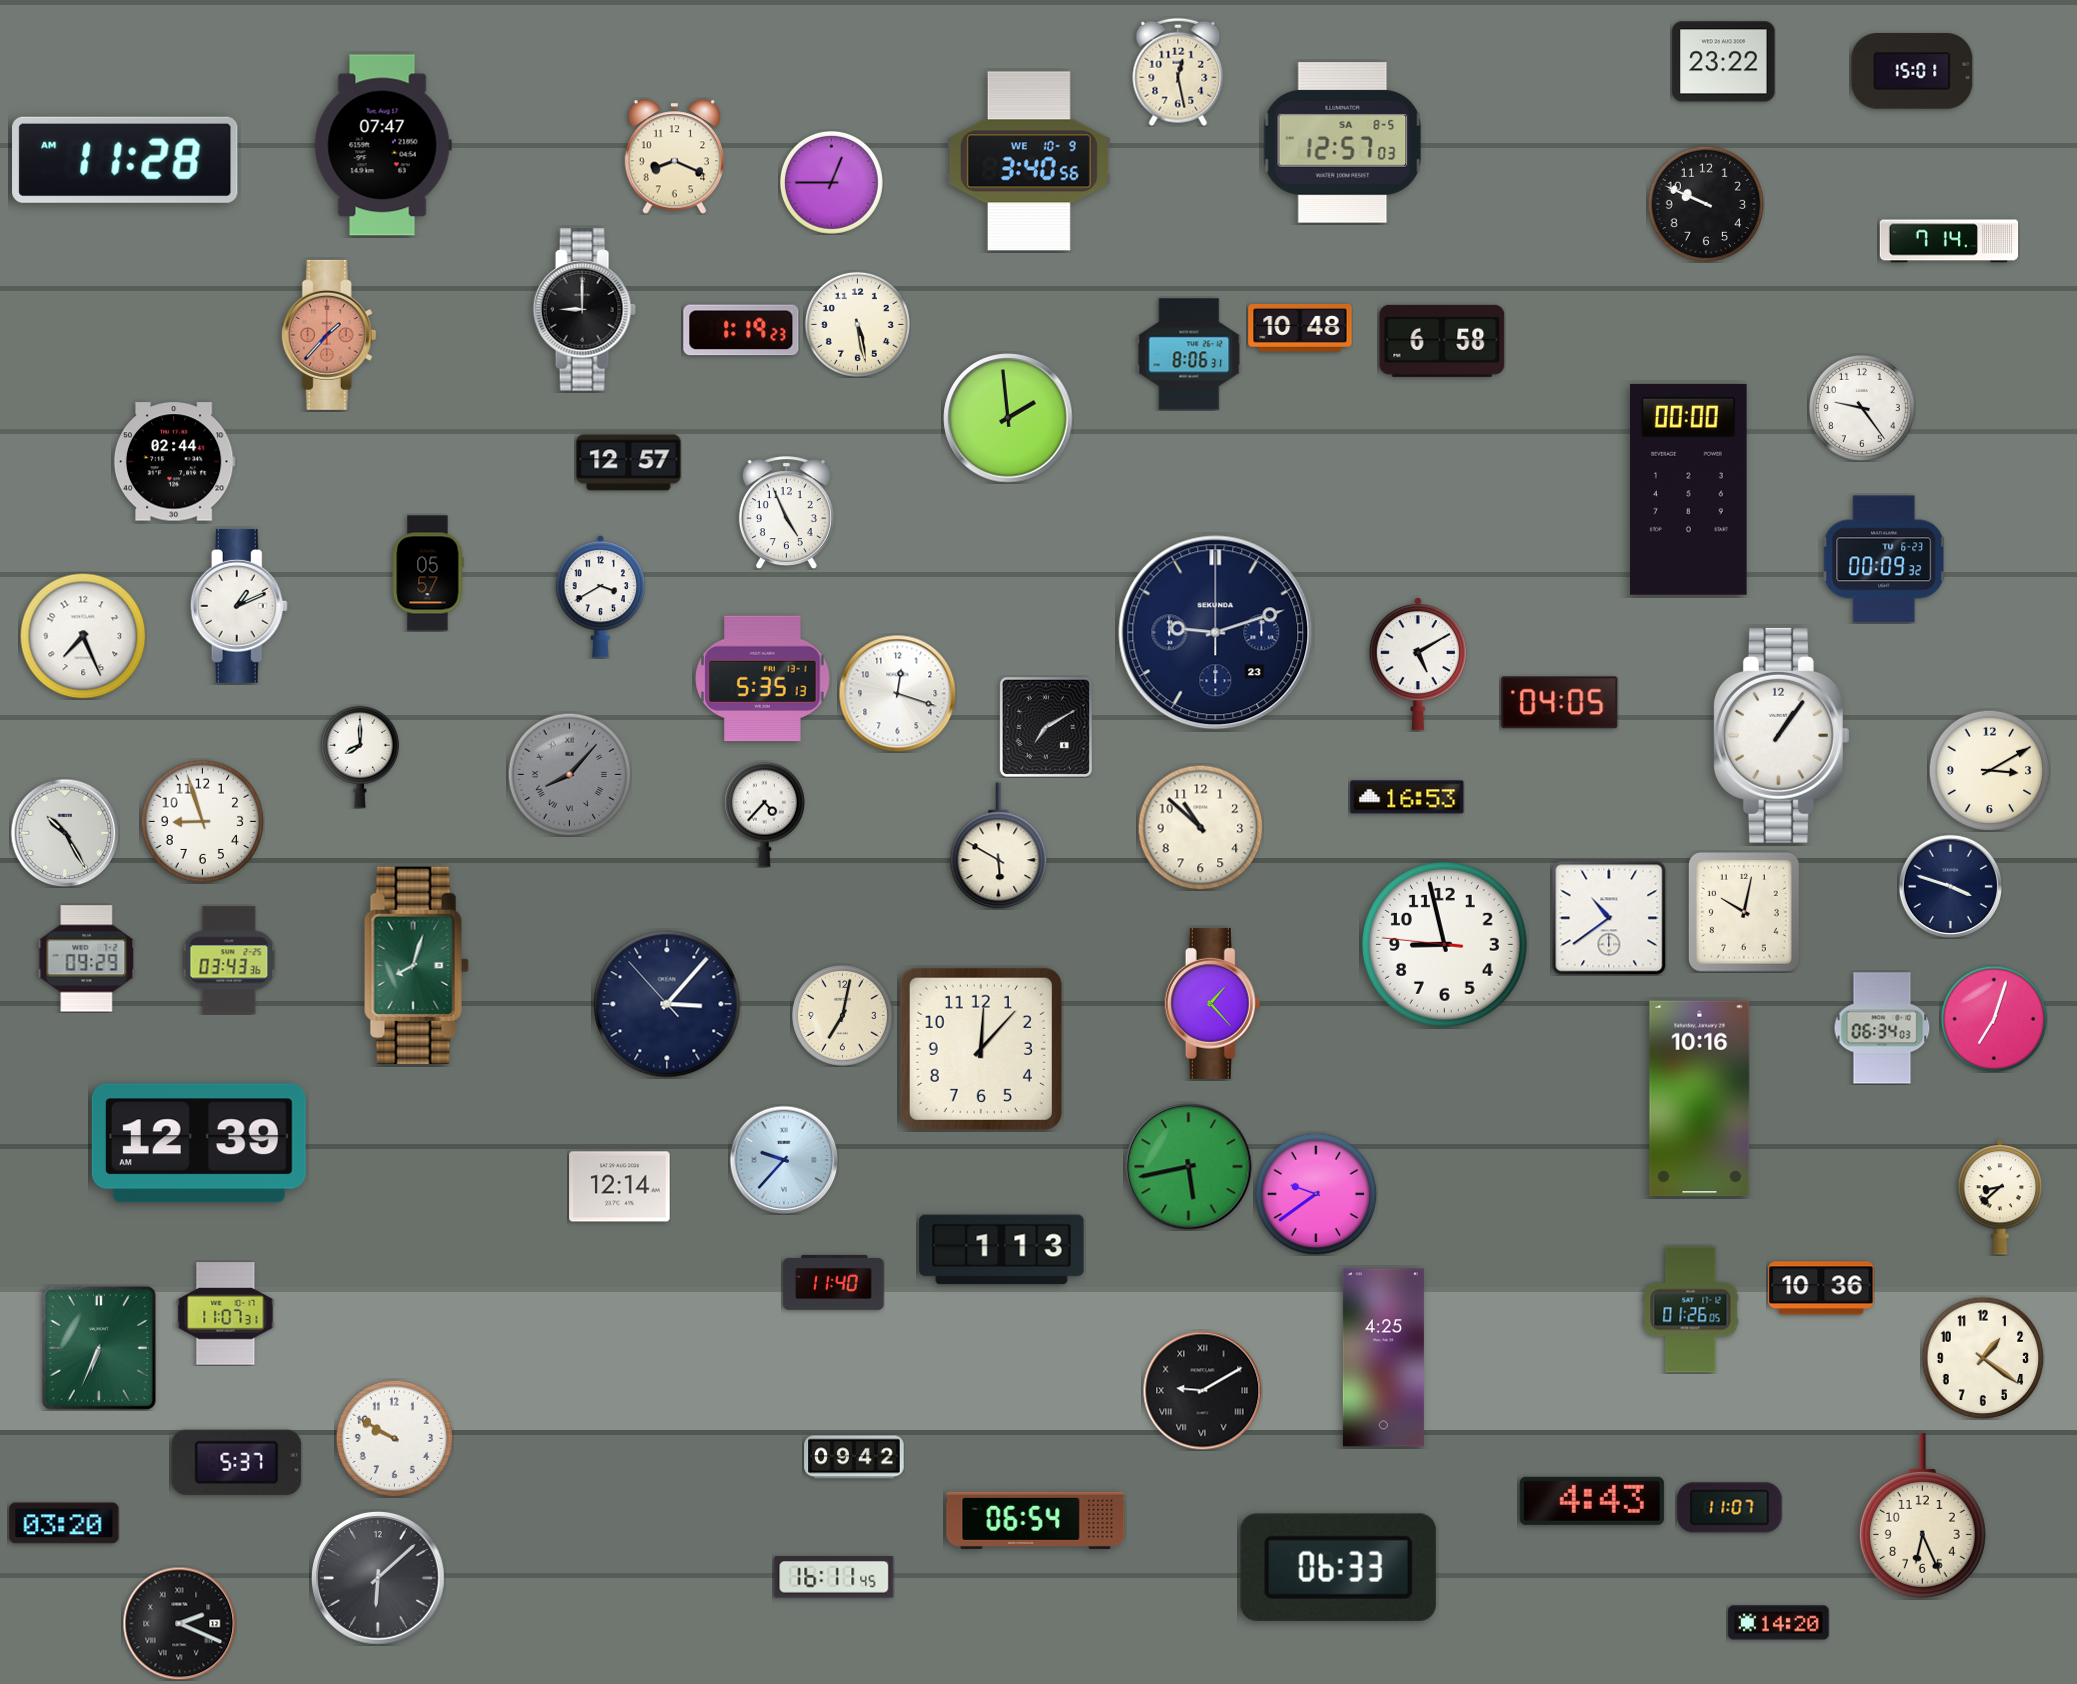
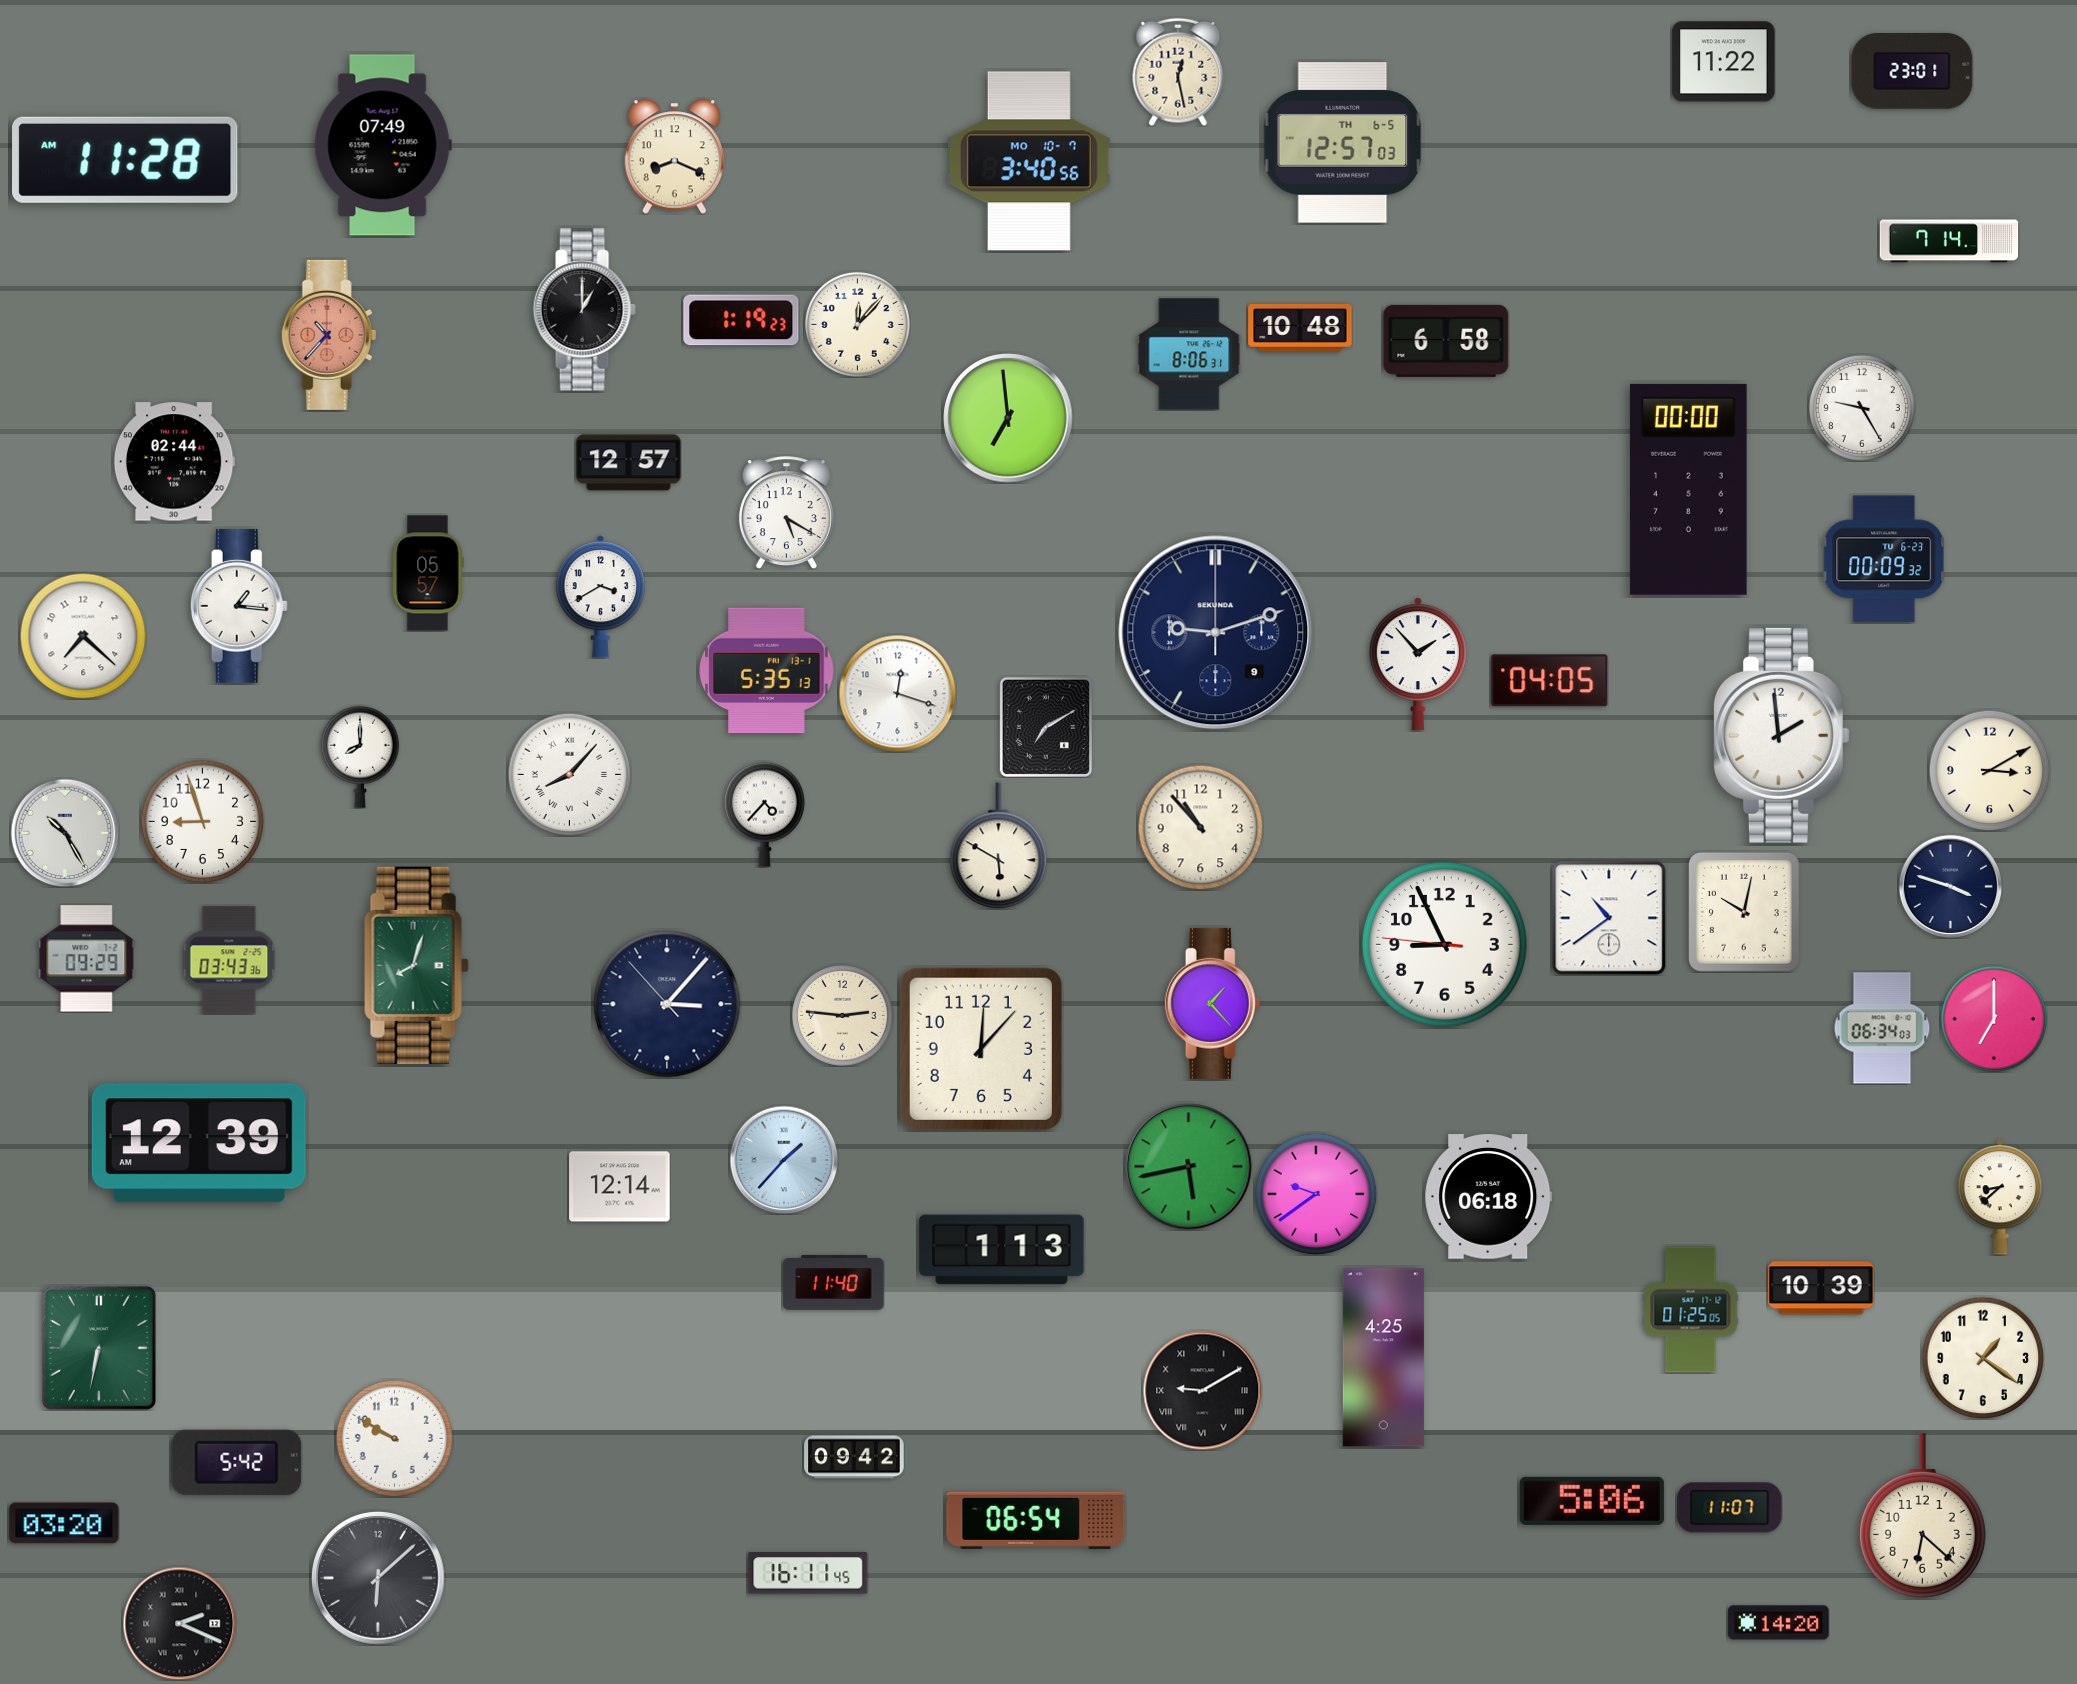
clock at (1724, 62): 23:22 -> 11:22
clock at (1912, 72): 15:01 -> 23:01
clock at (1343, 143) date: SA 8-5 -> TH 6-5
clock at (383, 145): 07:47 -> 07:49
clock at (1029, 161) date: WE 10-9 -> MO 10-7
clock at (831, 182): 12:45 -> none
clock at (1705, 203): 9:49 -> none
clock at (584, 310): 9:00 -> 1:00
clock at (857, 324): 5:28 -> 12:07
clock at (741, 330) position: (741, 330) -> (741, 320)
clock at (329, 335): 1:37 -> 10:37
clock at (1442, 341) position: (1442, 341) -> (1446, 341)
clock at (1862, 408): 9:24 -> 9:25
clock at (1008, 418): 1:59 -> 6:59
clock at (786, 513): 4:56 -> 5:20
clock at (239, 606): 1:11 -> 1:16
clock at (1216, 633) date: 23 -> 9
clock at (83, 636): 7:26 -> 7:22
clock at (1418, 664): 5:10 -> 1:53
clock at (763, 679) position: (763, 679) -> (767, 671)
clock at (1560, 703) position: (1560, 703) -> (1550, 681)
clock at (1781, 735): 1:06 -> 1:59
clock at (569, 774) dial: grey -> white
clock at (1407, 797): 16:53 -> none
clock at (1200, 827): 10:52 -> 10:53
clock at (1445, 945): 8:57 -> 8:55
clock at (842, 1015): 7:02 -> 2:46
clock at (1994, 1019): 7:03 -> 7:00
clock at (1700, 1099): 10:16 -> none
clock at (784, 1160): 9:37 -> 1:37
clock at (1489, 1197): none -> 06:18
clock at (1821, 1288): 10:36 -> 10:39
clock at (1691, 1310): 01:26 -> 01:25
clock at (226, 1314): 11:07 -> none
clock at (99, 1348): 6:34 -> 6:32
clock at (237, 1462): 5:37 -> 5:42
clock at (1592, 1501): 4:43 -> 5:06
clock at (1922, 1516): 6:26 -> 6:22
clock at (1338, 1567): 06:33 -> none
clock at (834, 1577) position: (834, 1577) -> (808, 1573)
